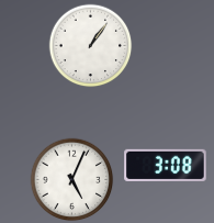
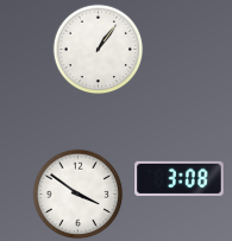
clock at (72, 180): 5:04 -> 3:51
